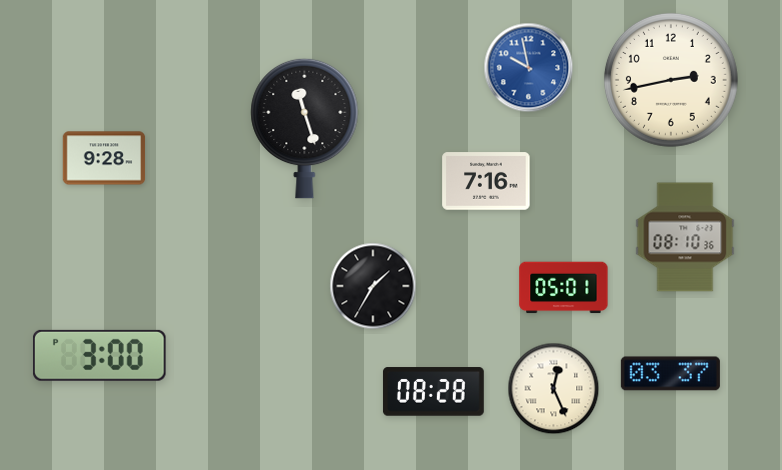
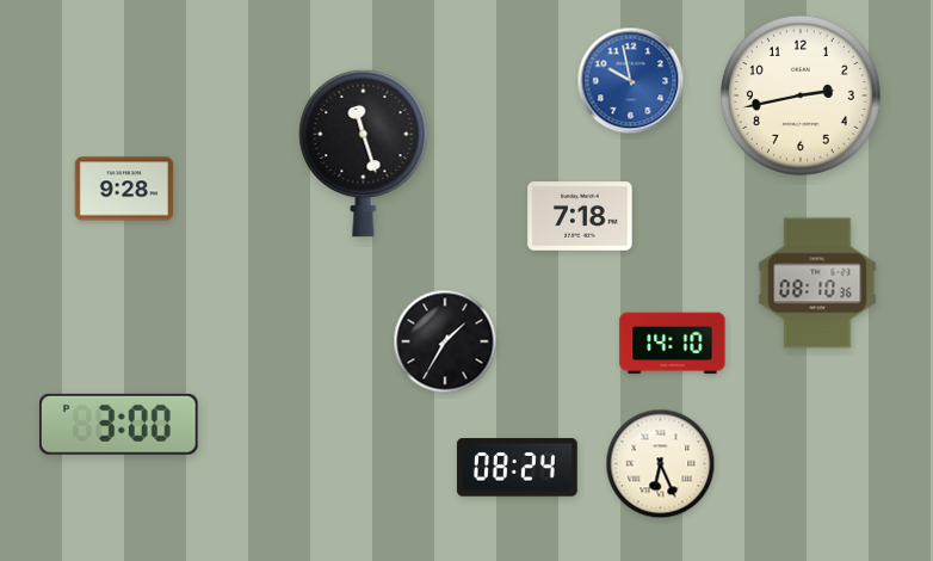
clock at (486, 181): 7:16 -> 7:18
clock at (564, 288): 05:01 -> 14:10
clock at (670, 374): 03:37 -> none
clock at (554, 389): 12:26 -> 6:26
clock at (433, 392): 08:28 -> 08:24
